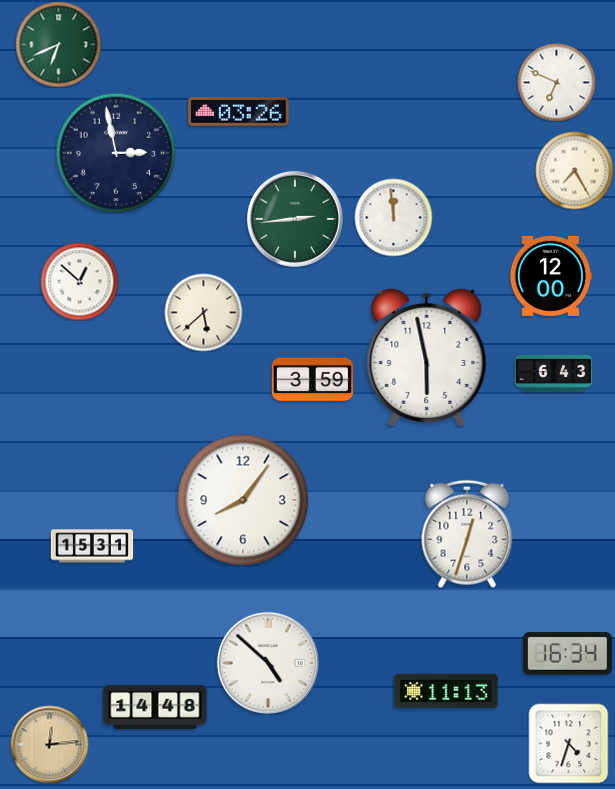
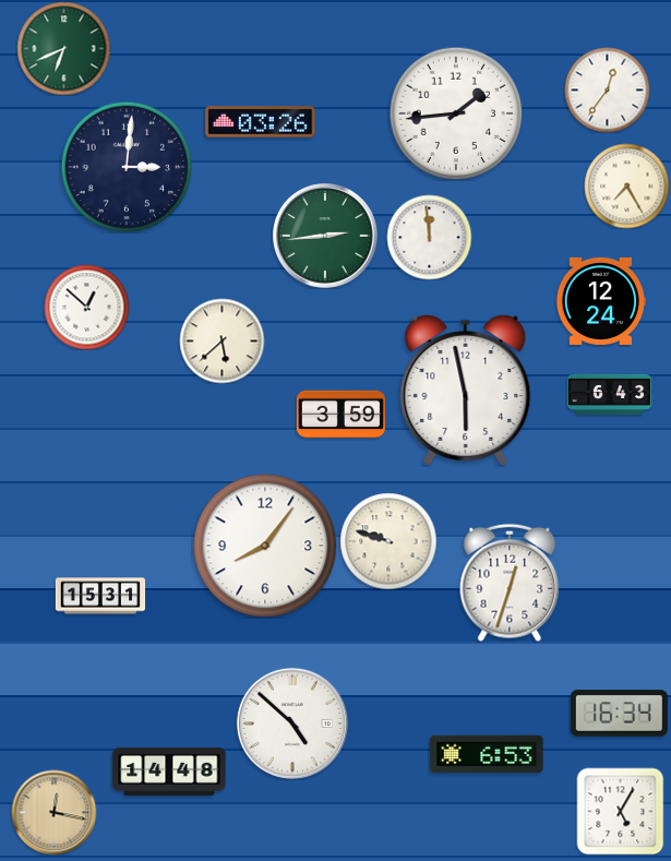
clock at (556, 82): 6:49 -> 12:36
clock at (456, 113): none -> 1:44
clock at (116, 153): 2:58 -> 3:01
clock at (295, 219) position: (295, 219) -> (325, 236)
clock at (550, 276): 12:00 -> 12:24
clock at (553, 373) position: (553, 373) -> (609, 394)
clock at (388, 541): none -> 9:48
clock at (446, 691): 11:13 -> 6:53
clock at (568, 743): 4:33 -> 5:05
clock at (49, 744): 12:14 -> 12:17
